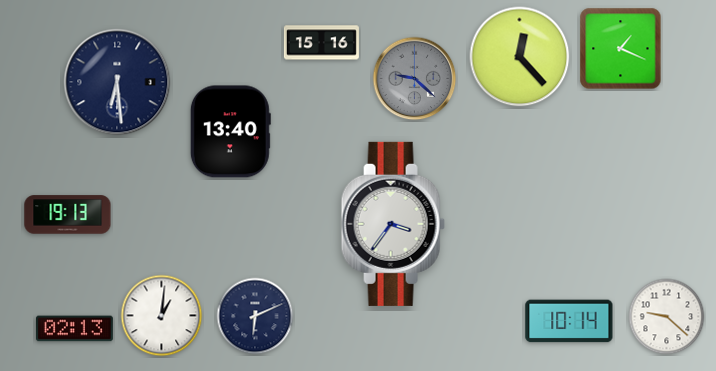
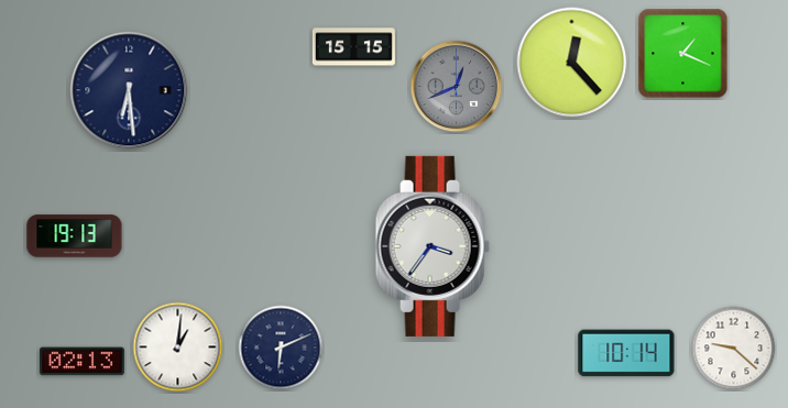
clock at (321, 43): 15:16 -> 15:15
clock at (415, 79): 9:22 -> 12:41
clock at (230, 132): 13:40 -> none
